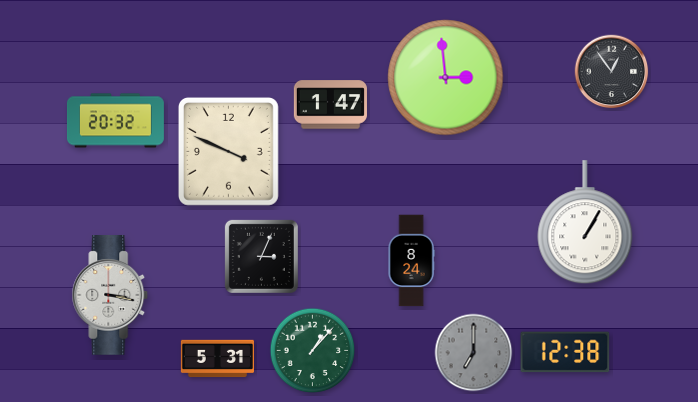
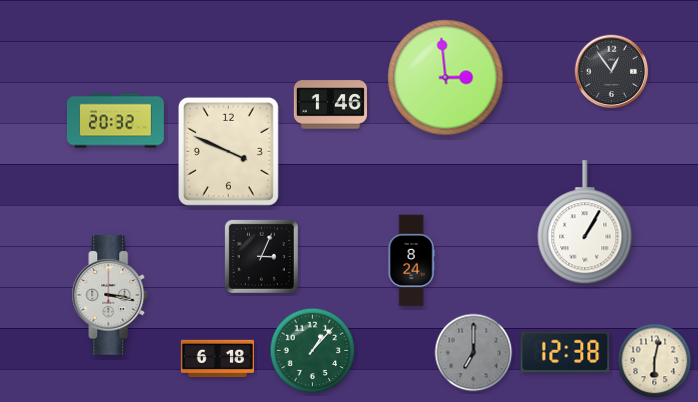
clock at (330, 105): 1:47 -> 1:46
clock at (217, 359): 5:31 -> 6:18
clock at (655, 361): none -> 6:02
